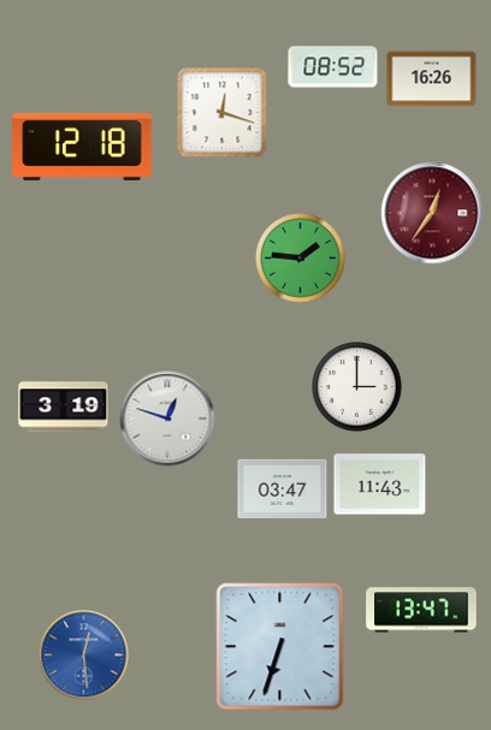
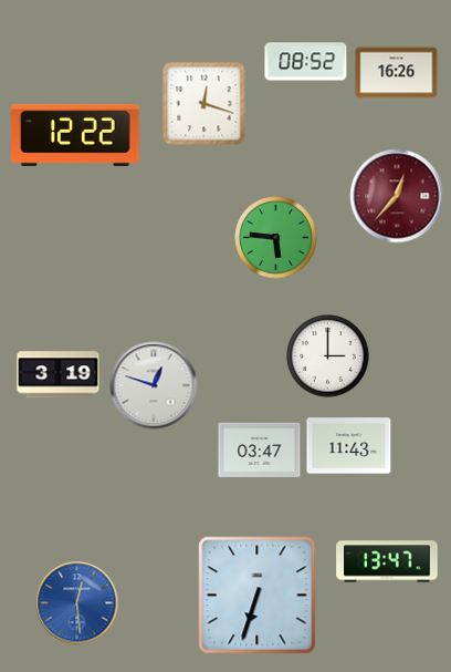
clock at (82, 147): 12:18 -> 12:22
clock at (432, 213): 12:36 -> 12:37
clock at (301, 259): 1:46 -> 5:46
